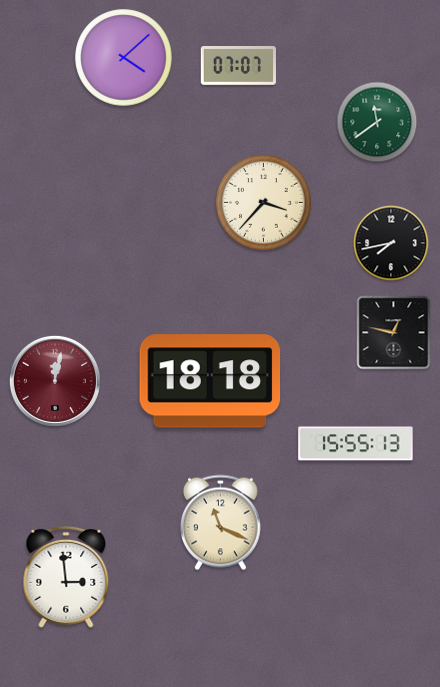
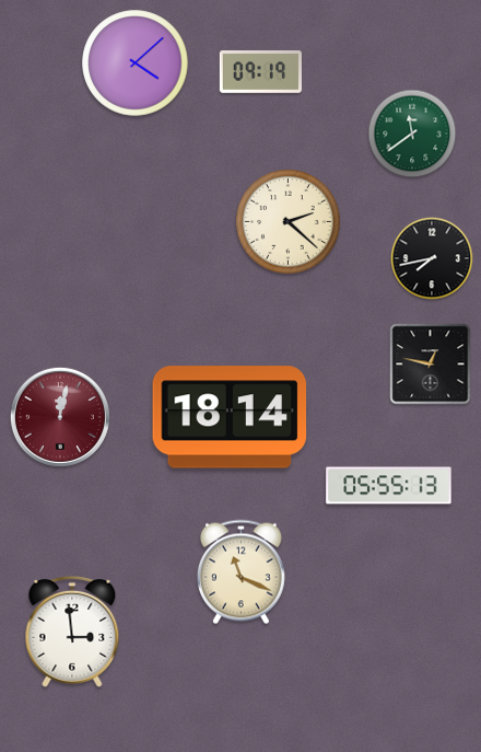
clock at (238, 66): 07:07 -> 09:19
clock at (264, 203): 3:37 -> 2:22
clock at (391, 243) position: (391, 243) -> (432, 258)
clock at (210, 381): 18:18 -> 18:14
clock at (356, 444): 15:55 -> 05:55
